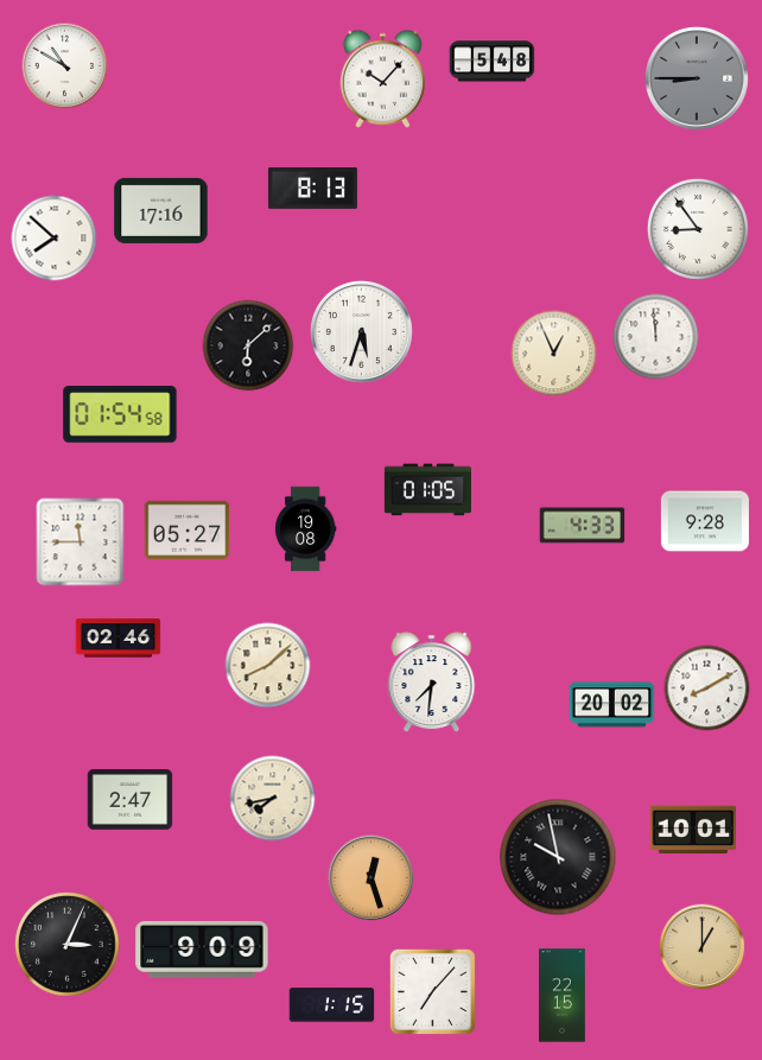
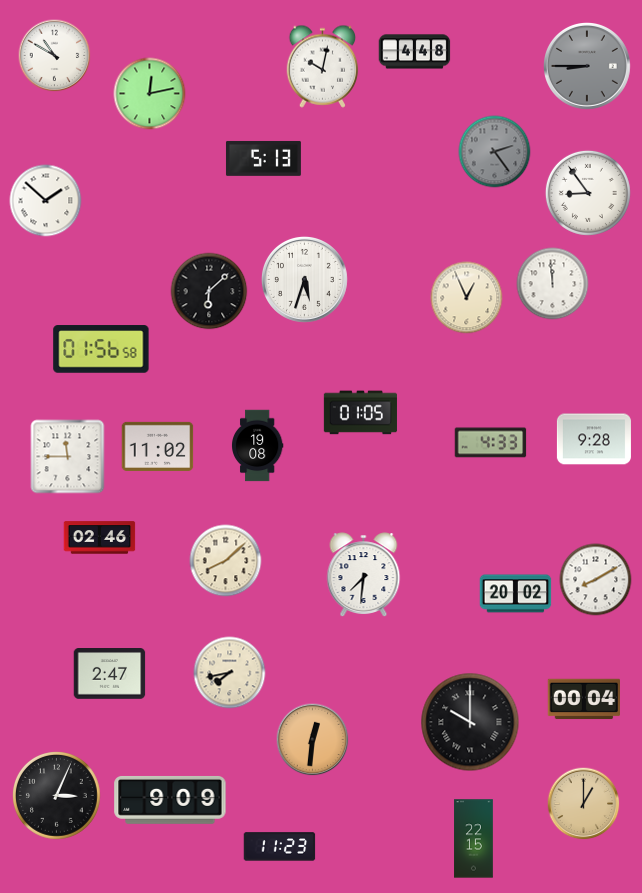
clock at (493, 62): 5:48 -> 4:48
clock at (383, 78): 10:07 -> 10:02
clock at (150, 94): none -> 12:13
clock at (495, 152): none -> 2:24
clock at (312, 189): 8:13 -> 5:13
clock at (161, 210): 17:16 -> none
clock at (55, 239): 7:52 -> 1:52
clock at (120, 414): 01:54 -> 01:56
clock at (188, 529): 05:27 -> 11:02
clock at (692, 830): 10:01 -> 00:04
clock at (558, 857): 9:58 -> 10:00
clock at (372, 878): 12:27 -> 12:31
clock at (703, 947) position: (703, 947) -> (584, 804)
clock at (432, 991): 7:07 -> none
clock at (332, 1005): 1:15 -> 11:23
